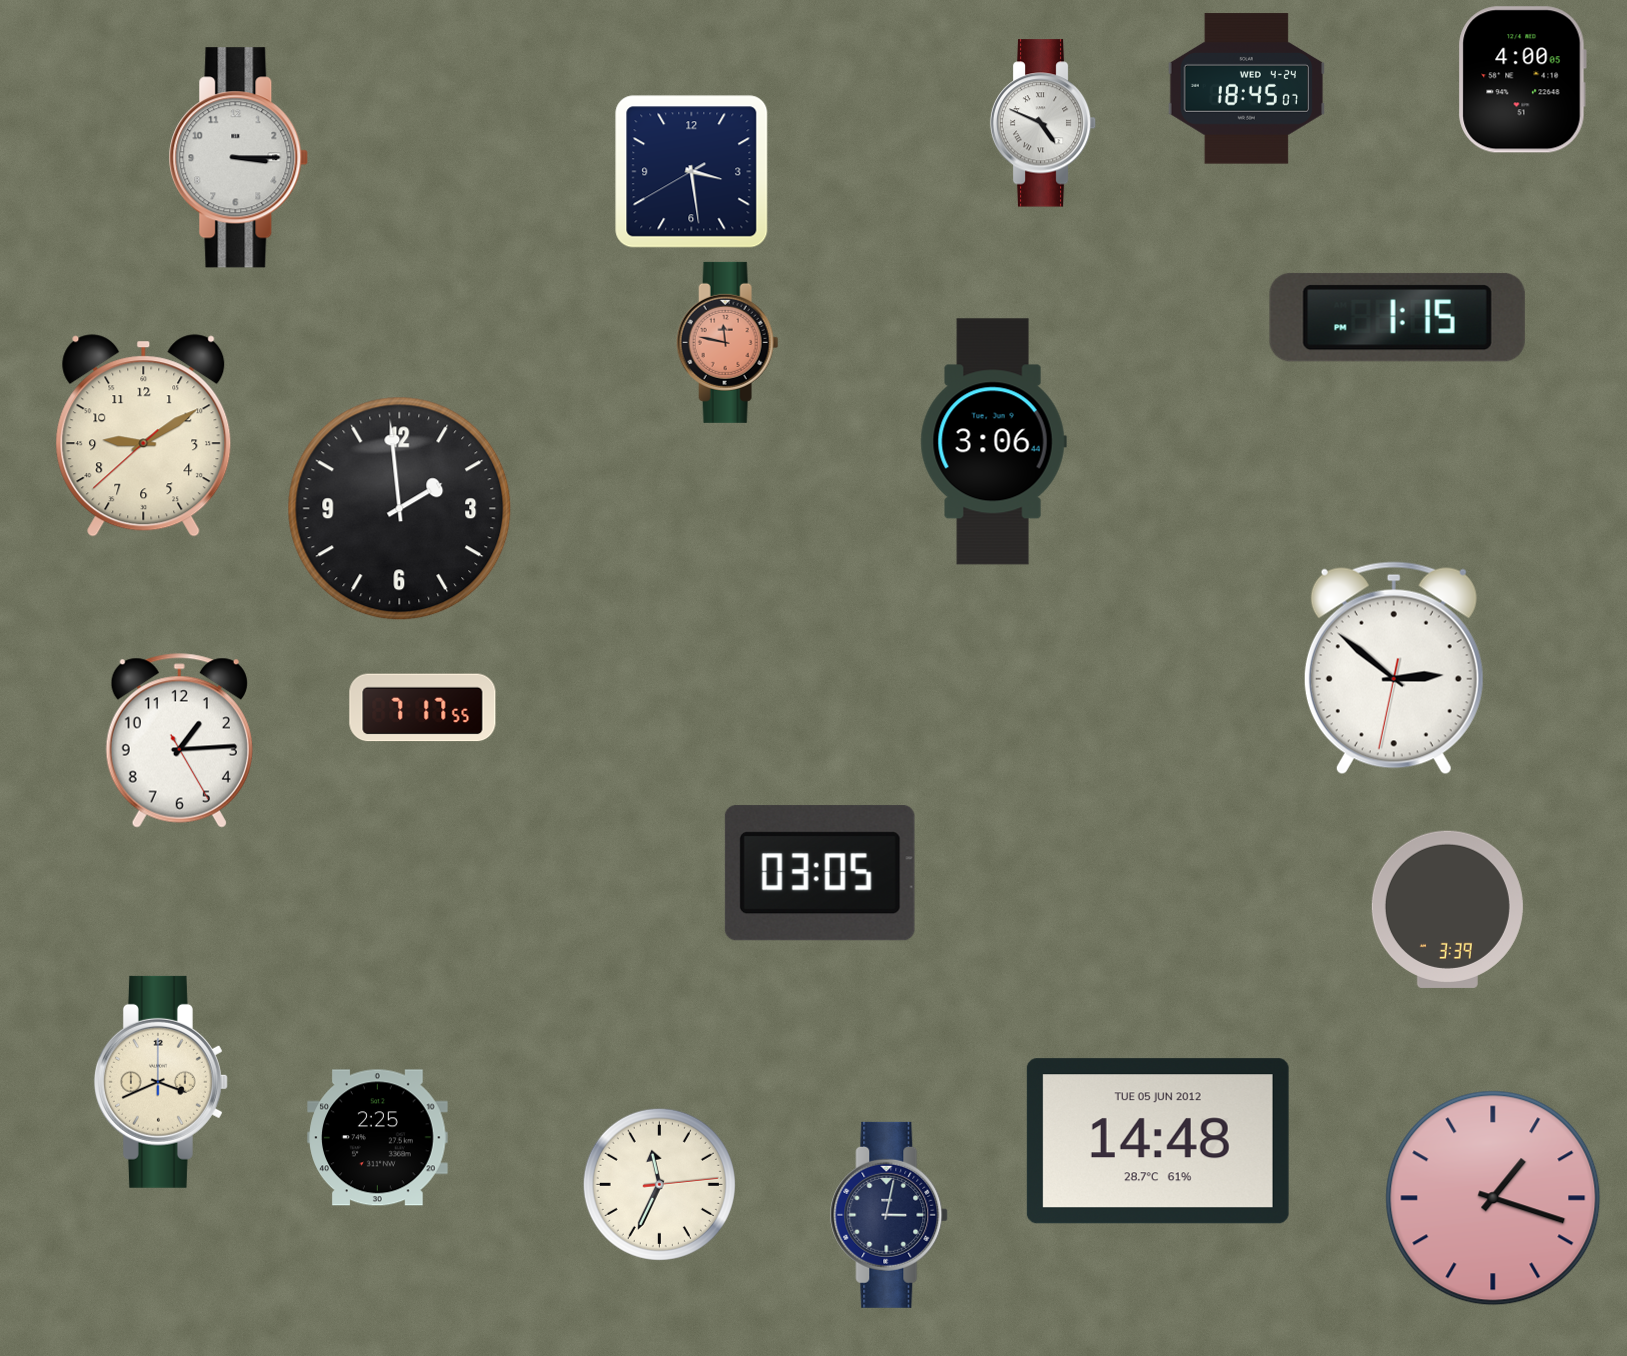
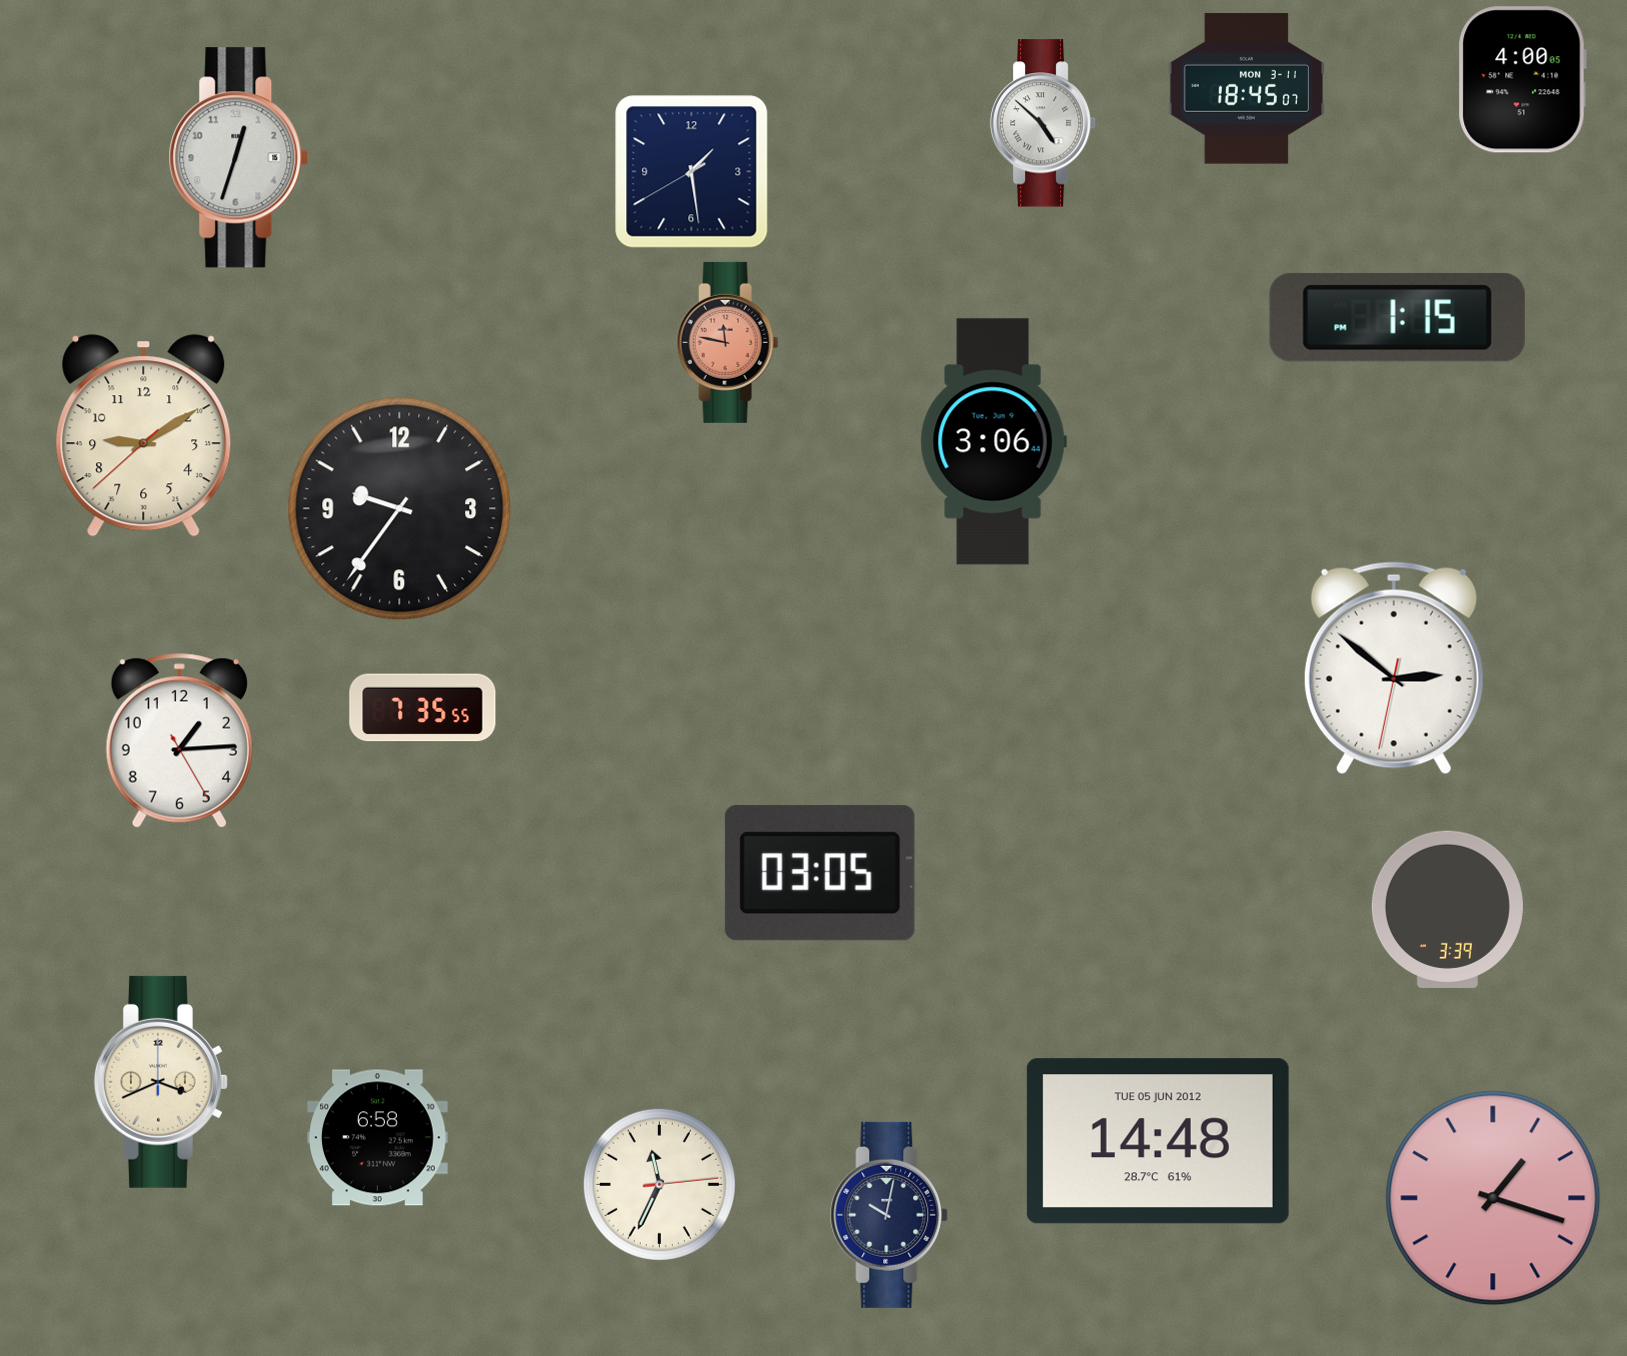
clock at (1246, 89) date: WED 4-24 -> MON 3-11
clock at (1043, 123): 4:49 -> 4:52
clock at (239, 158): 3:15 -> 12:33
clock at (692, 172): 3:28 -> 1:28
clock at (400, 509): 1:59 -> 9:36
clock at (423, 708): 7:17 -> 7:35
clock at (378, 1138): 2:25 -> 6:58
clock at (890, 1215): 3:02 -> 10:02
